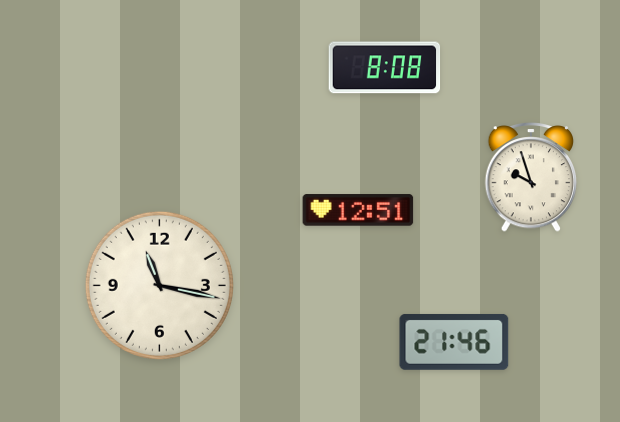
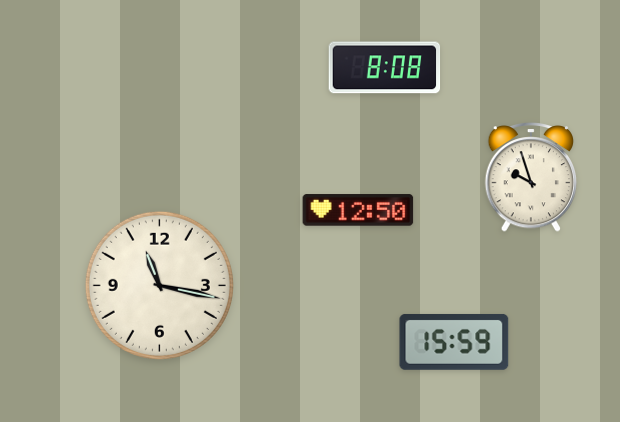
clock at (358, 210): 12:51 -> 12:50
clock at (454, 342): 21:46 -> 15:59
